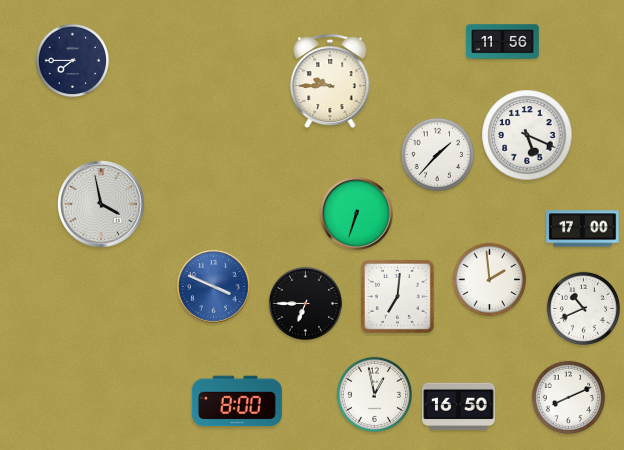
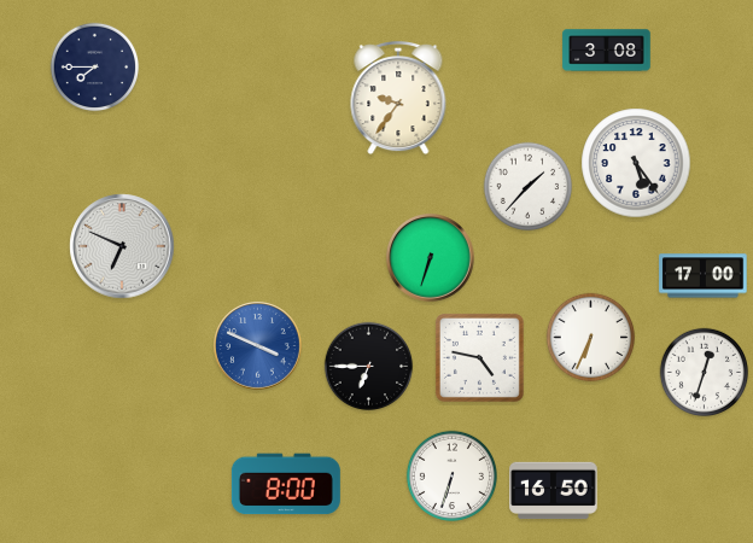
clock at (503, 42): 11:56 -> 3:08
clock at (73, 61) position: (73, 61) -> (95, 68)
clock at (330, 82): 9:45 -> 9:36
clock at (527, 135): 5:19 -> 5:24
clock at (101, 204): 3:58 -> 6:49
clock at (490, 280): 1:59 -> 6:34
clock at (397, 296): 7:01 -> 4:47
clock at (584, 309): 10:41 -> 12:33
clock at (374, 394): 12:58 -> 6:33
clock at (569, 398): 8:11 -> none
